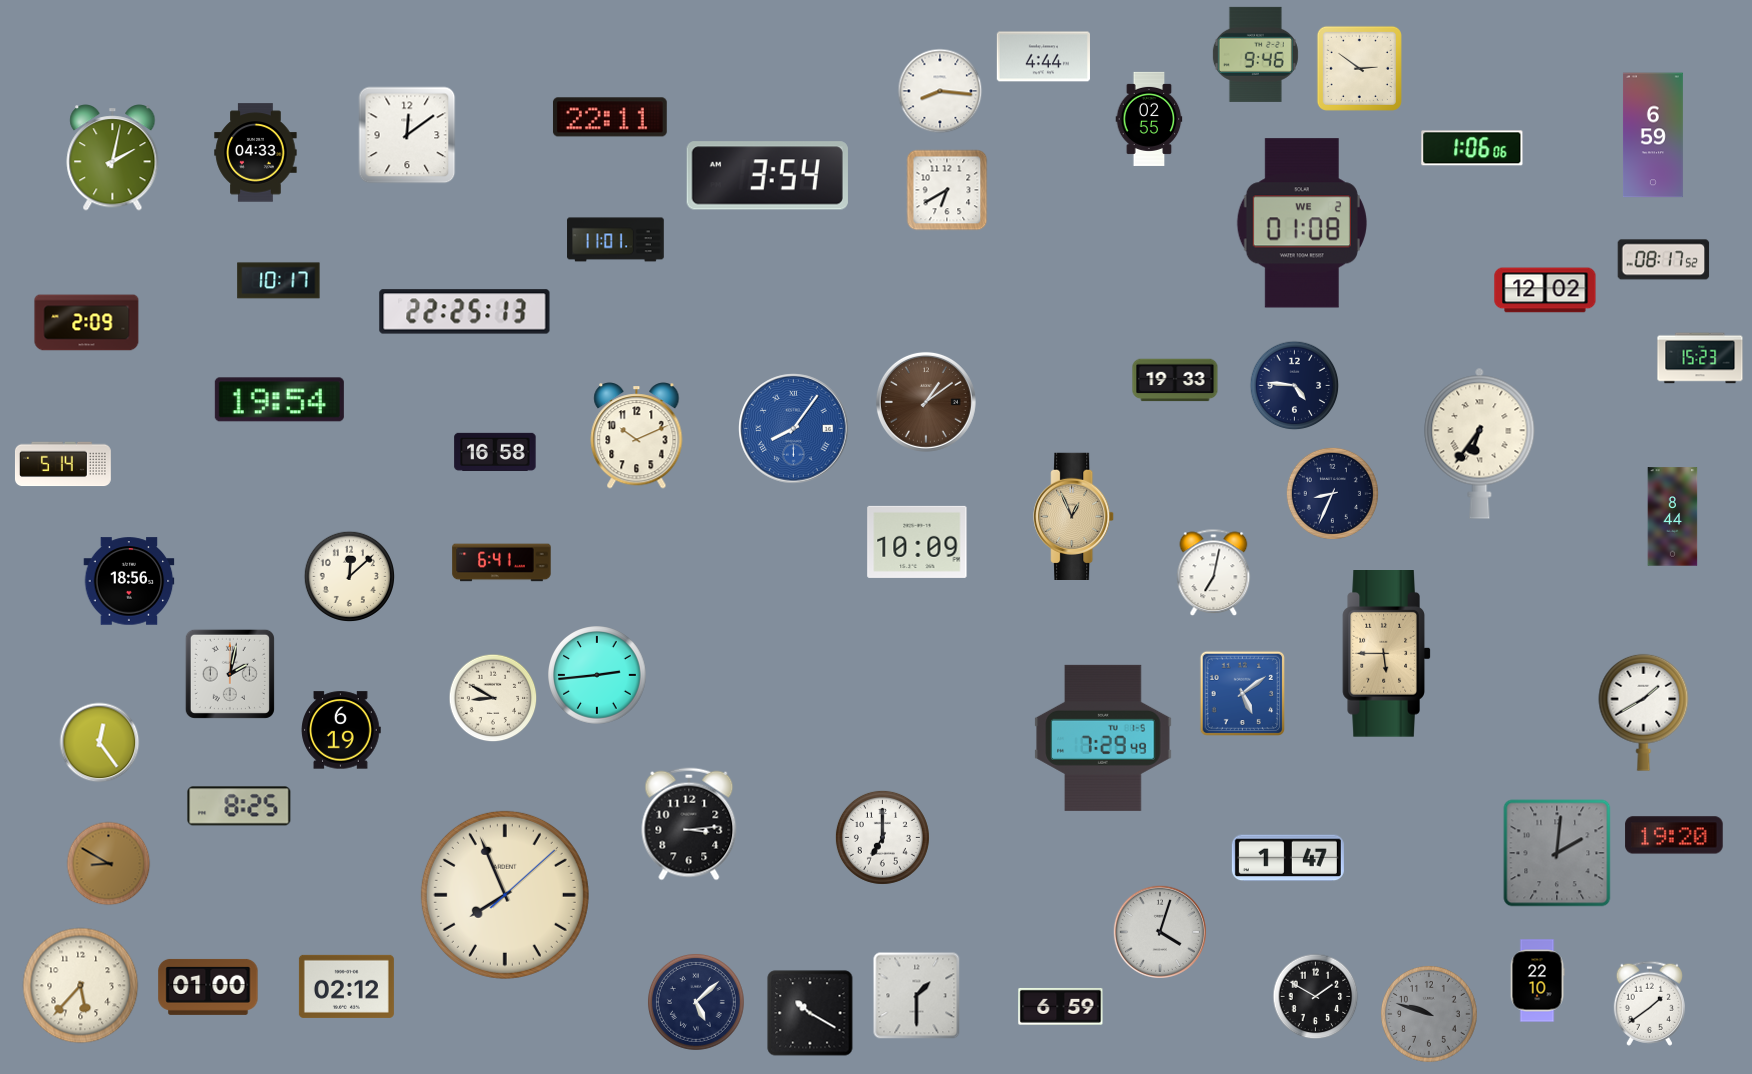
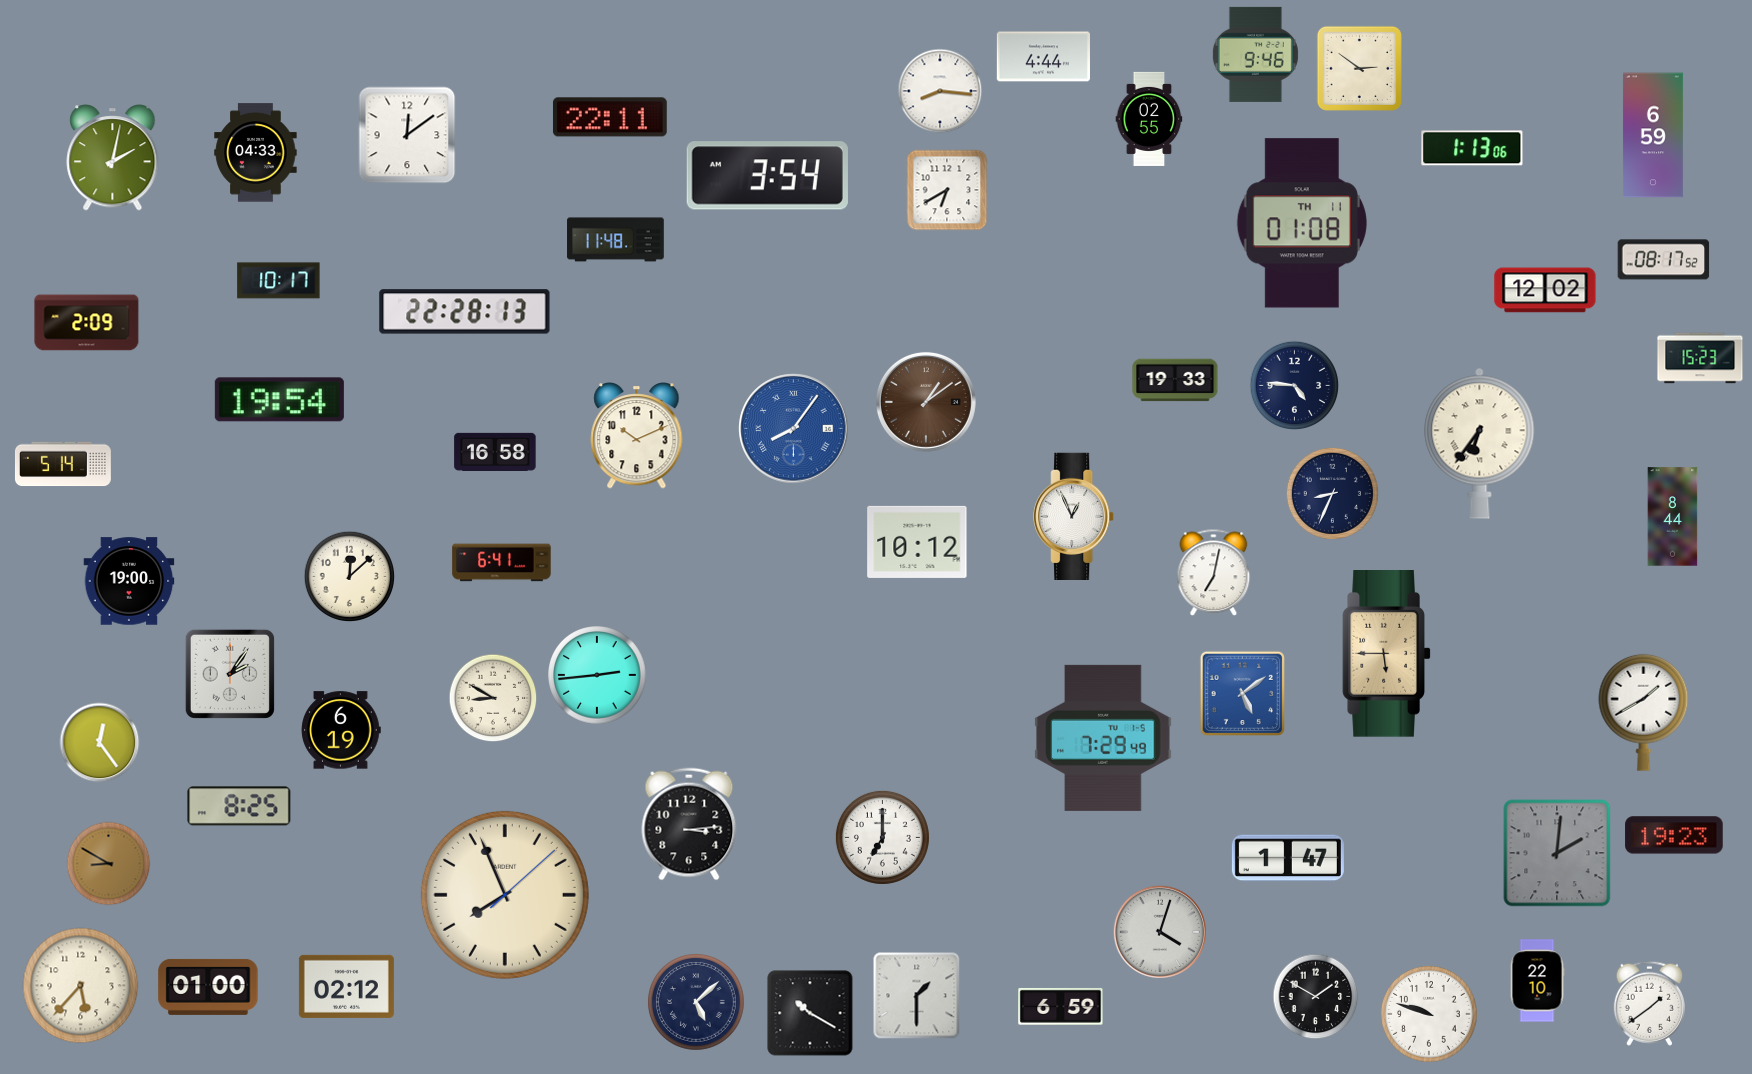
clock at (1472, 148): 1:06 -> 1:13
clock at (1302, 223) date: WE 2 -> TH 11
clock at (616, 240): 11:01 -> 11:48
clock at (465, 312): 22:25 -> 22:28
clock at (1074, 516) dial: champagne -> white
clock at (917, 542): 10:09 -> 10:12
clock at (129, 581): 18:56 -> 19:00
clock at (230, 674): 2:02 -> 2:06
clock at (1674, 835): 19:20 -> 19:23
clock at (1429, 1014) dial: grey -> white
